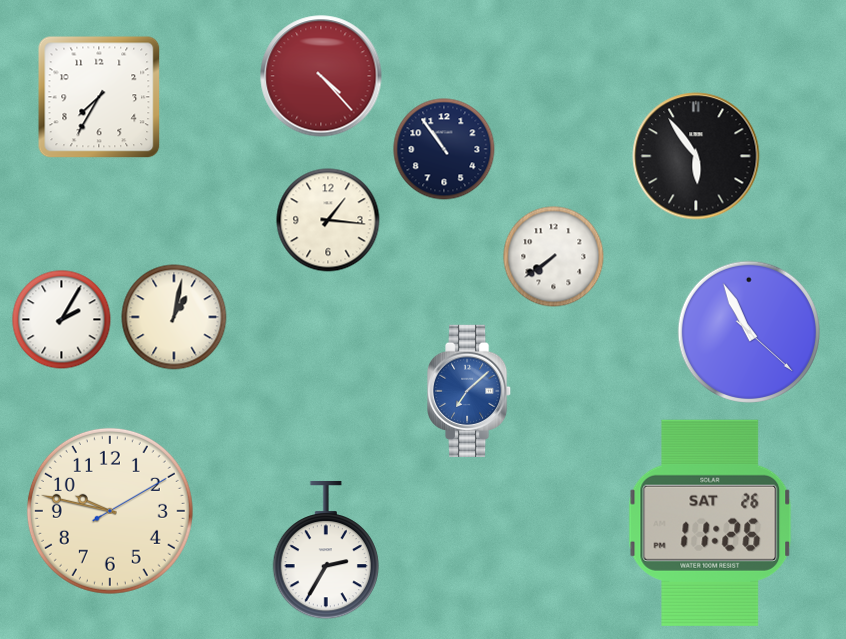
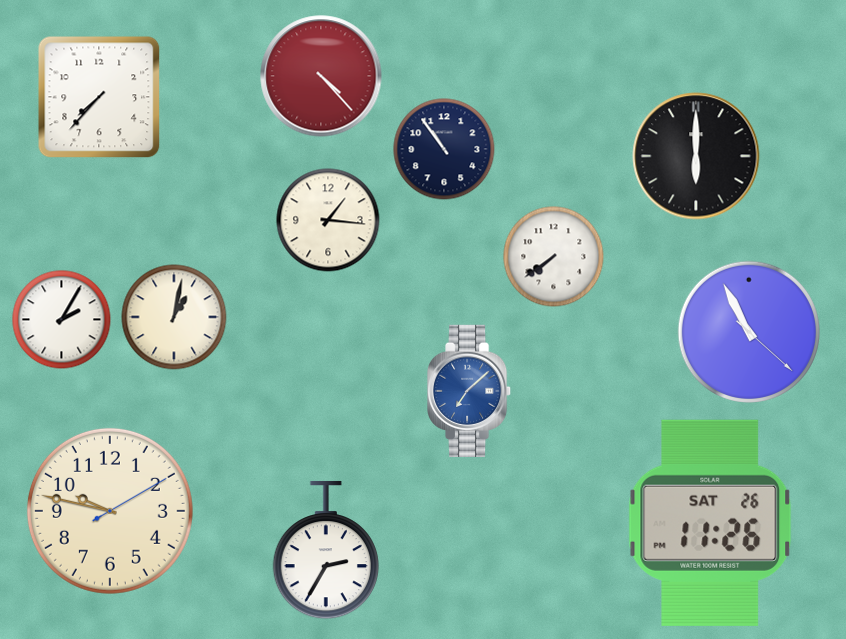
clock at (99, 97): 7:35 -> 7:37
clock at (696, 156): 5:54 -> 6:00
